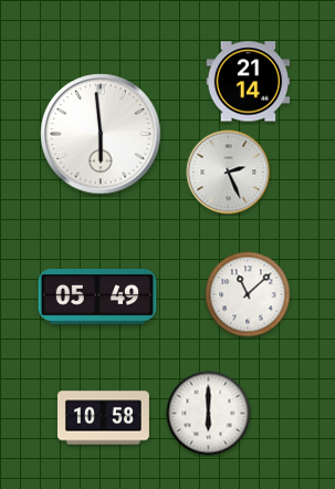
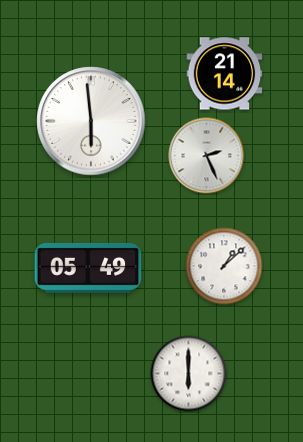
clock at (248, 294): 11:08 -> 1:08
clock at (103, 418): 10:58 -> none
